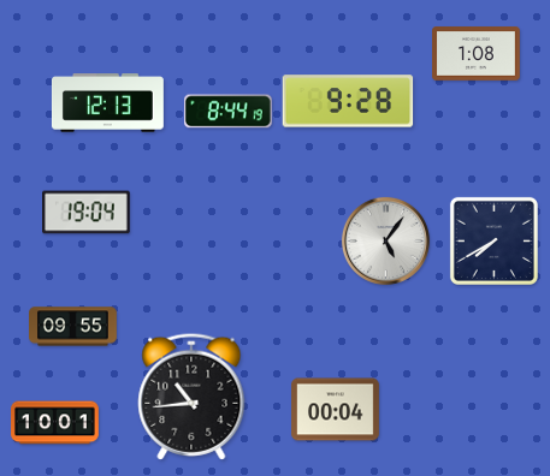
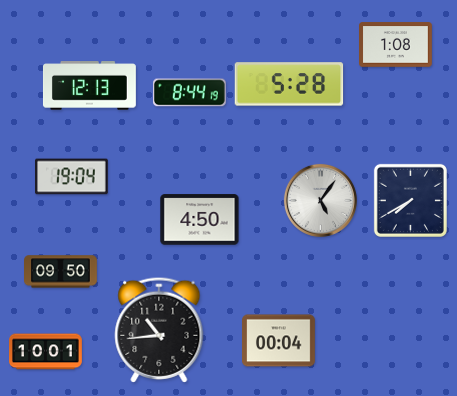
clock at (348, 101): 9:28 -> 5:28
clock at (200, 220): none -> 4:50
clock at (73, 327): 09:55 -> 09:50
